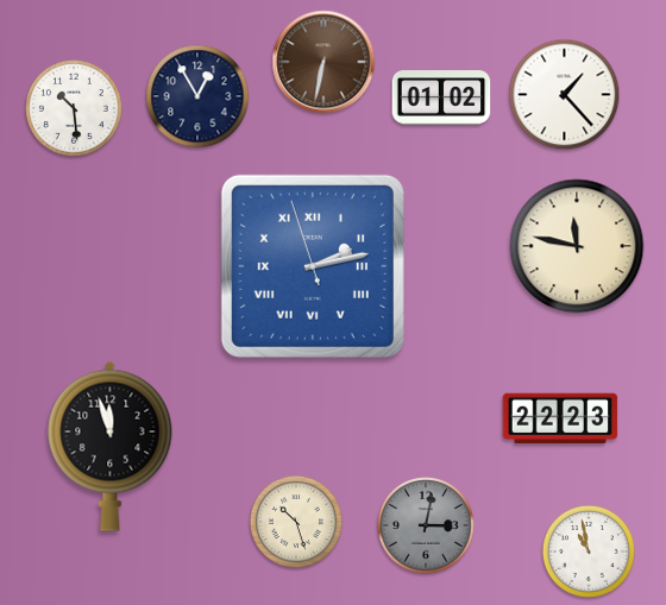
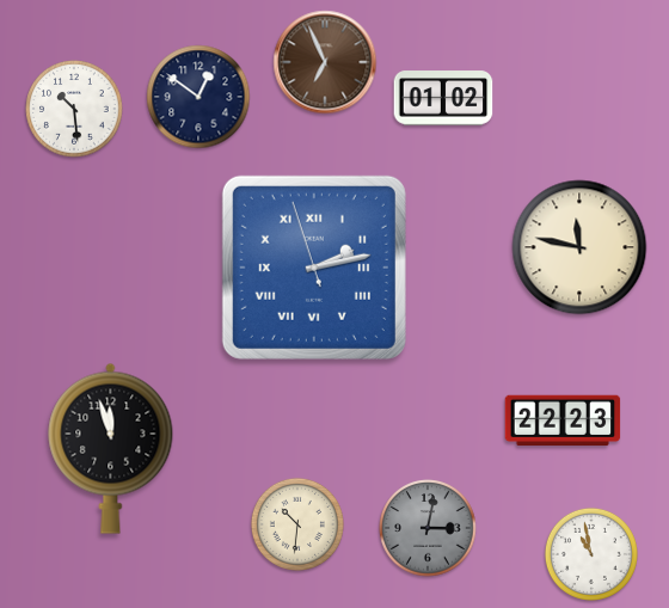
clock at (323, 62): 6:32 -> 6:56
clock at (565, 95): 1:23 -> none
clock at (197, 96): 12:55 -> 12:51
clock at (296, 522): 10:27 -> 10:31
